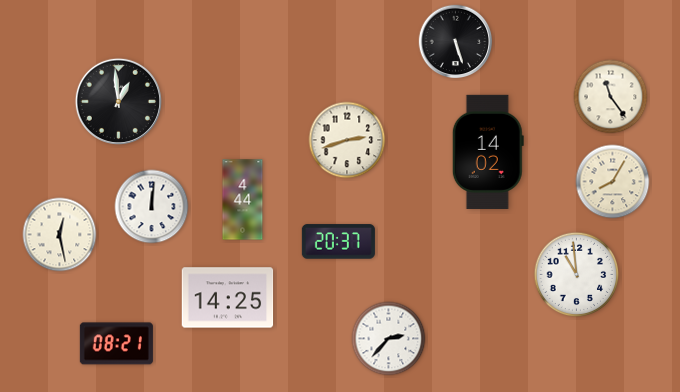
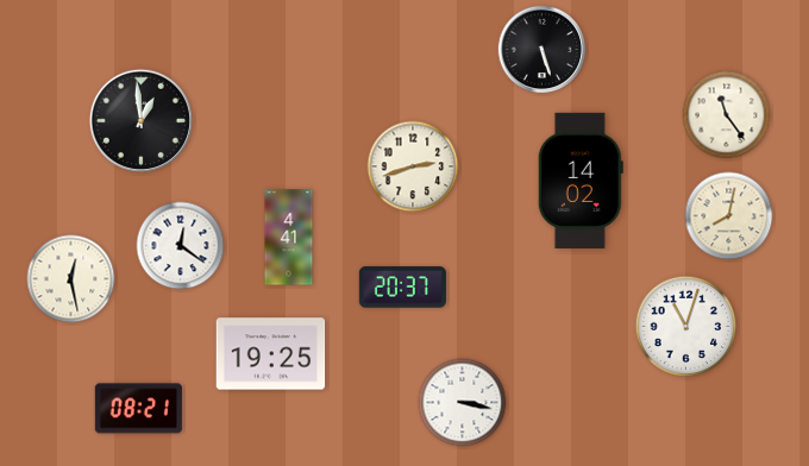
clock at (613, 182): 8:05 -> 8:02
clock at (243, 200): 4:44 -> 4:41
clock at (152, 207): 12:01 -> 12:21
clock at (577, 275): 10:59 -> 11:03
clock at (228, 298): 14:25 -> 19:25
clock at (389, 339): 2:37 -> 3:17
